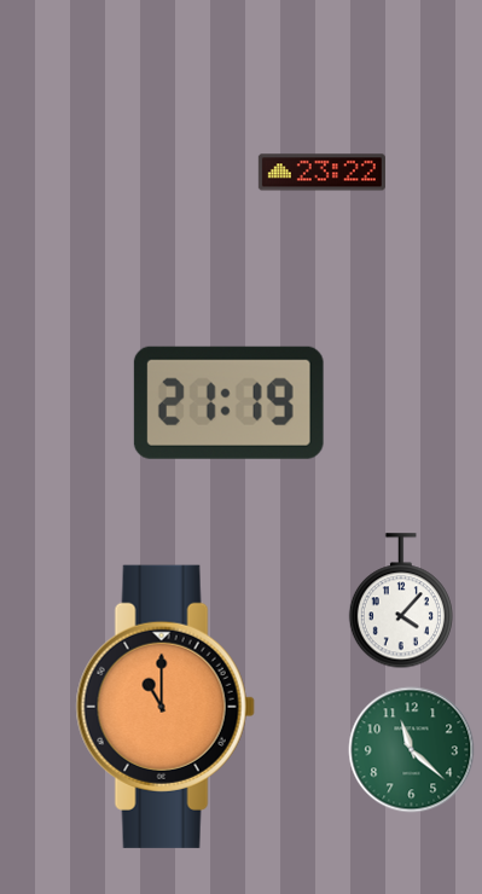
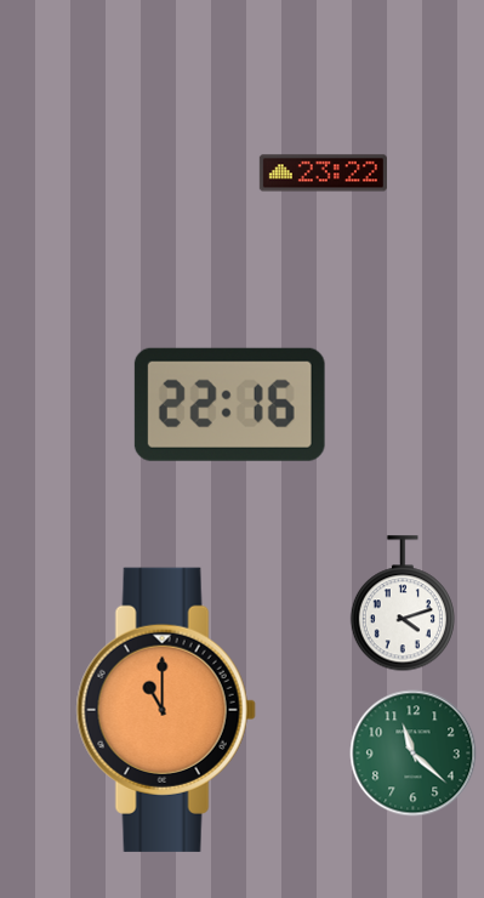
clock at (228, 402): 21:19 -> 22:16
clock at (401, 602): 4:07 -> 4:12
